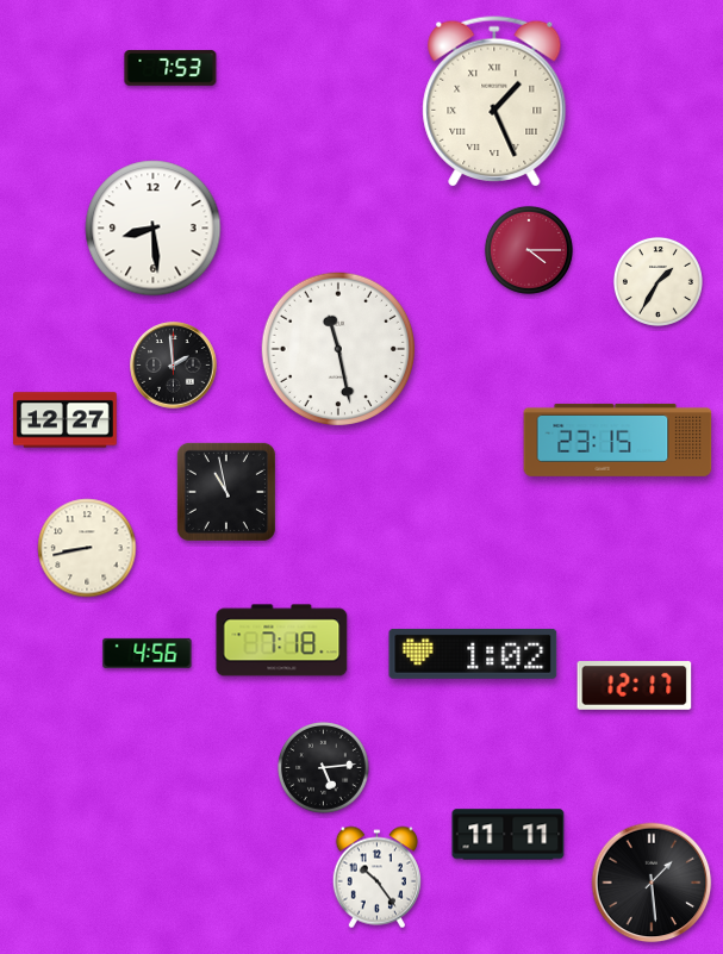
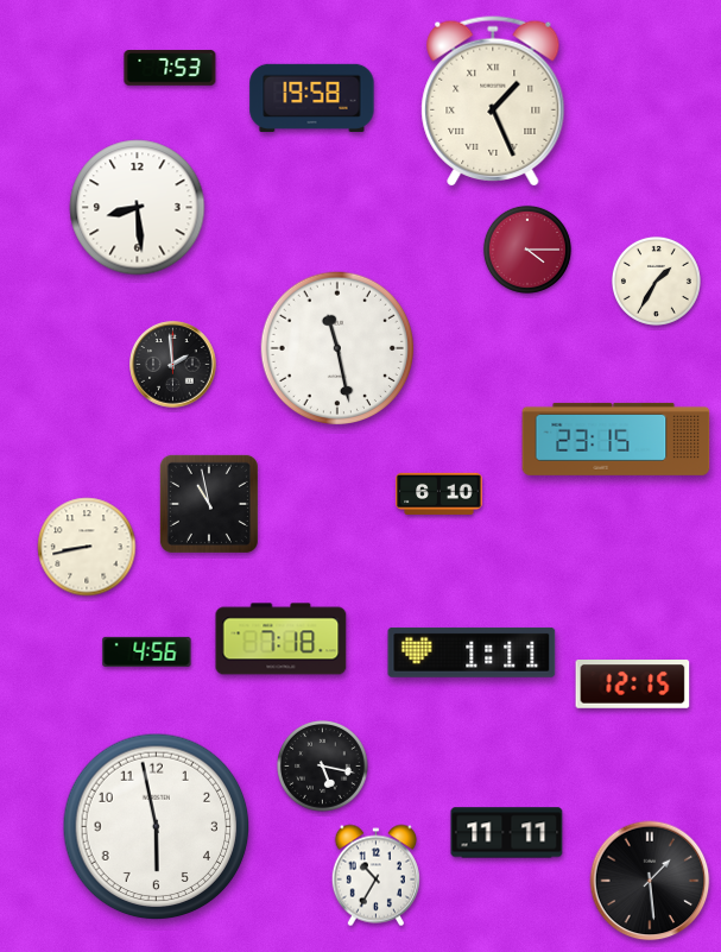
clock at (312, 97): none -> 19:58
clock at (154, 229) position: (154, 229) -> (138, 208)
clock at (66, 420): 12:27 -> none
clock at (226, 492) position: (226, 492) -> (209, 504)
clock at (439, 493): none -> 6:10
clock at (473, 654): 1:02 -> 1:11
clock at (635, 686): 12:17 -> 12:15
clock at (324, 768): 5:14 -> 5:17
clock at (157, 827): none -> 5:58
clock at (376, 878): 10:24 -> 10:35
